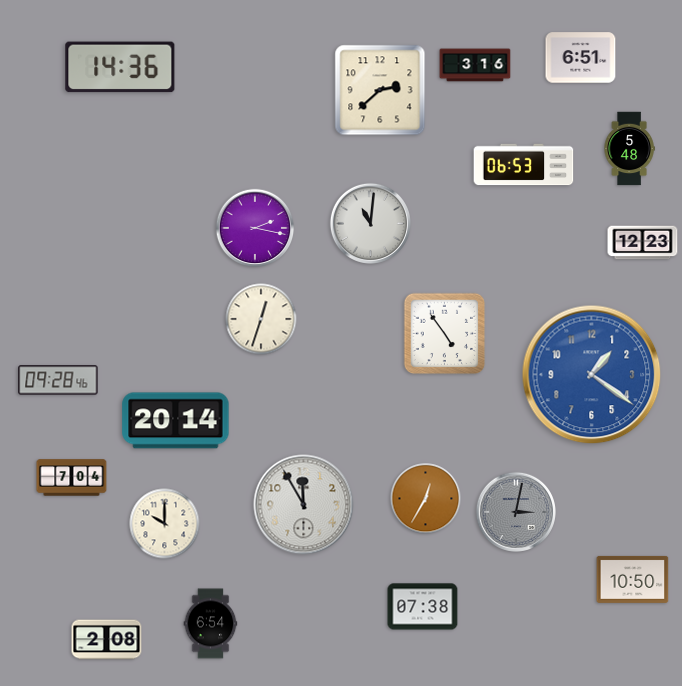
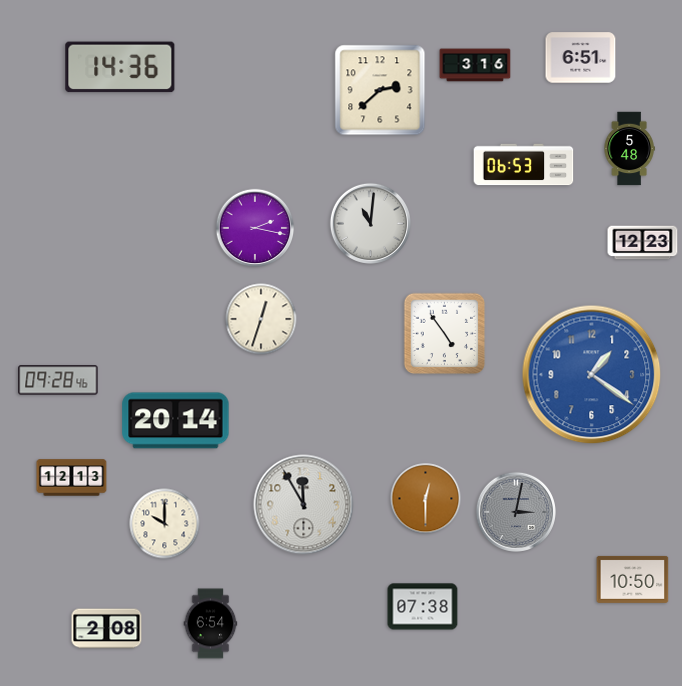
clock at (72, 478): 7:04 -> 12:13
clock at (426, 499): 12:35 -> 12:30
clock at (107, 640) position: (107, 640) -> (107, 629)
